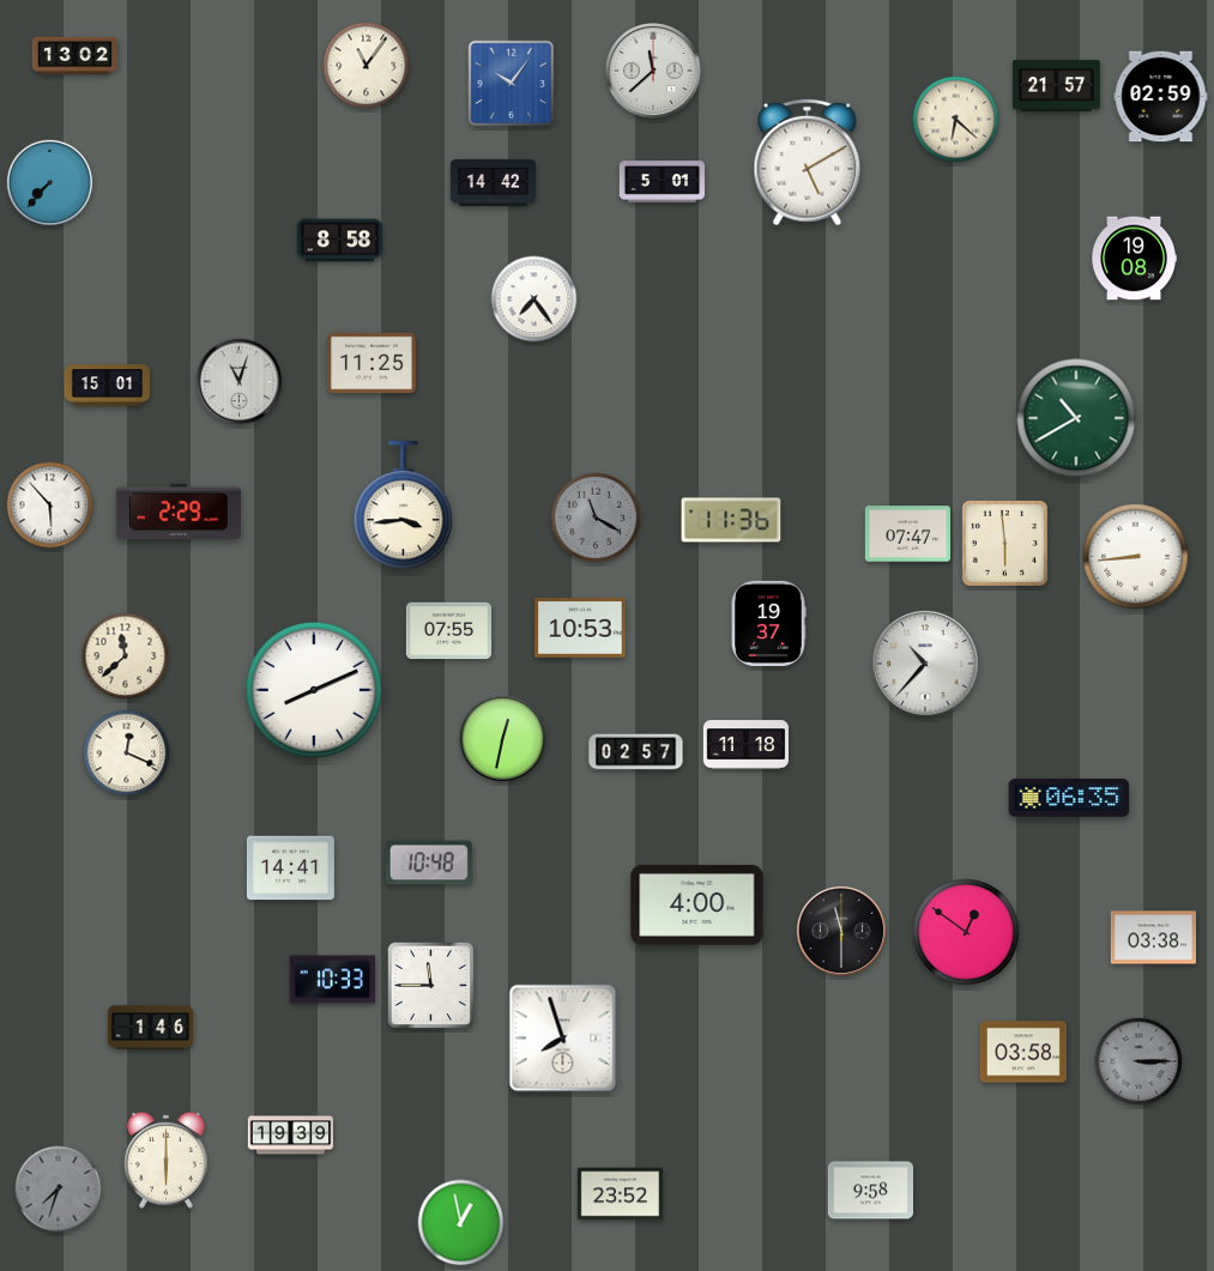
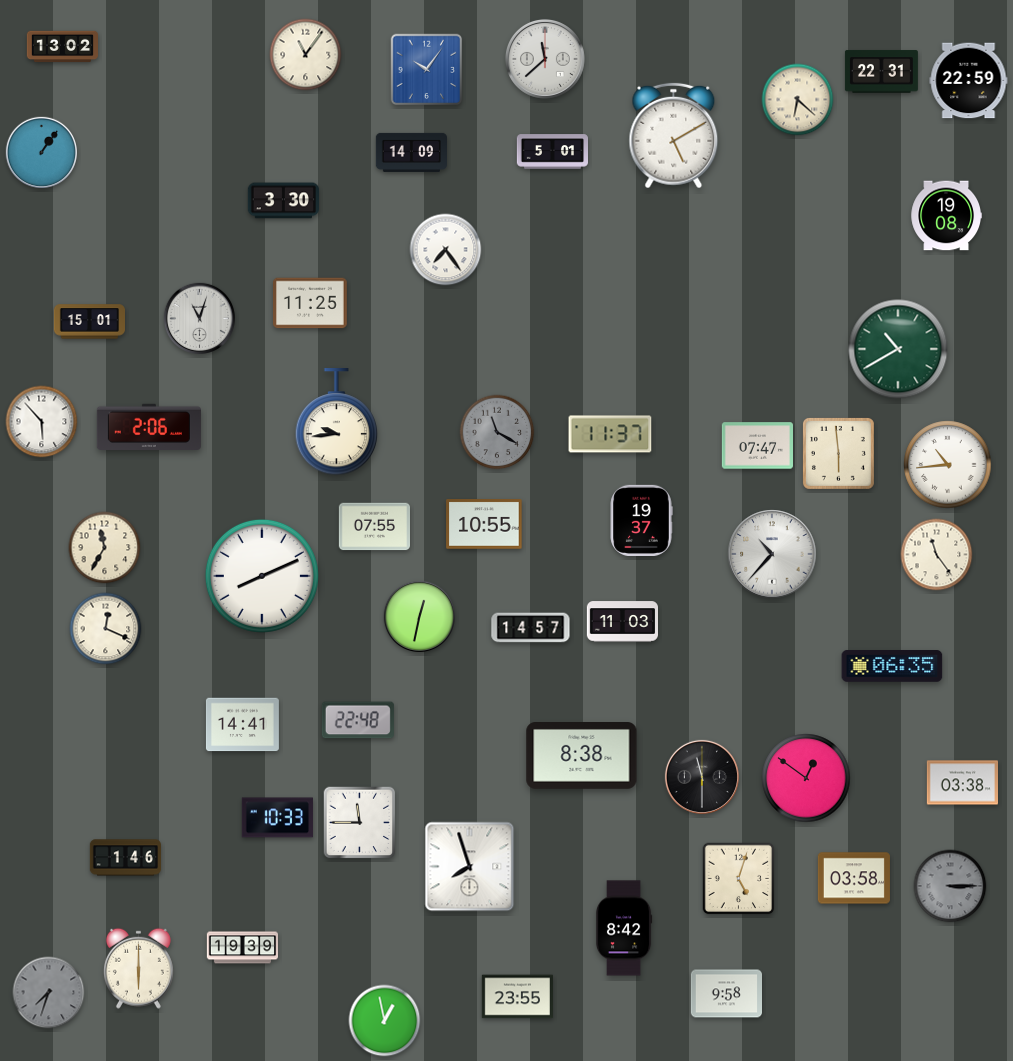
clock at (1056, 86): 21:57 -> 22:31
clock at (1161, 97): 02:59 -> 22:59
clock at (49, 182): 7:37 -> 1:06
clock at (493, 182): 14:42 -> 14:09
clock at (339, 241): 8:58 -> 3:30
clock at (404, 506): 3:44 -> 9:44
clock at (179, 510): 2:29 -> 2:06
clock at (731, 520): 11:36 -> 11:37
clock at (1136, 557): 8:44 -> 10:44
clock at (580, 628): 10:53 -> 10:55
clock at (126, 656): 11:38 -> 11:35
clock at (937, 555): none -> 11:24
clock at (745, 745): 11:18 -> 11:03
clock at (636, 752): 02:57 -> 14:57
clock at (429, 863): 10:48 -> 22:48
clock at (697, 906): 4:00 -> 8:38
clock at (739, 879): none -> 5:03
clock at (624, 928): none -> 8:42
clock at (620, 1194): 23:52 -> 23:55
